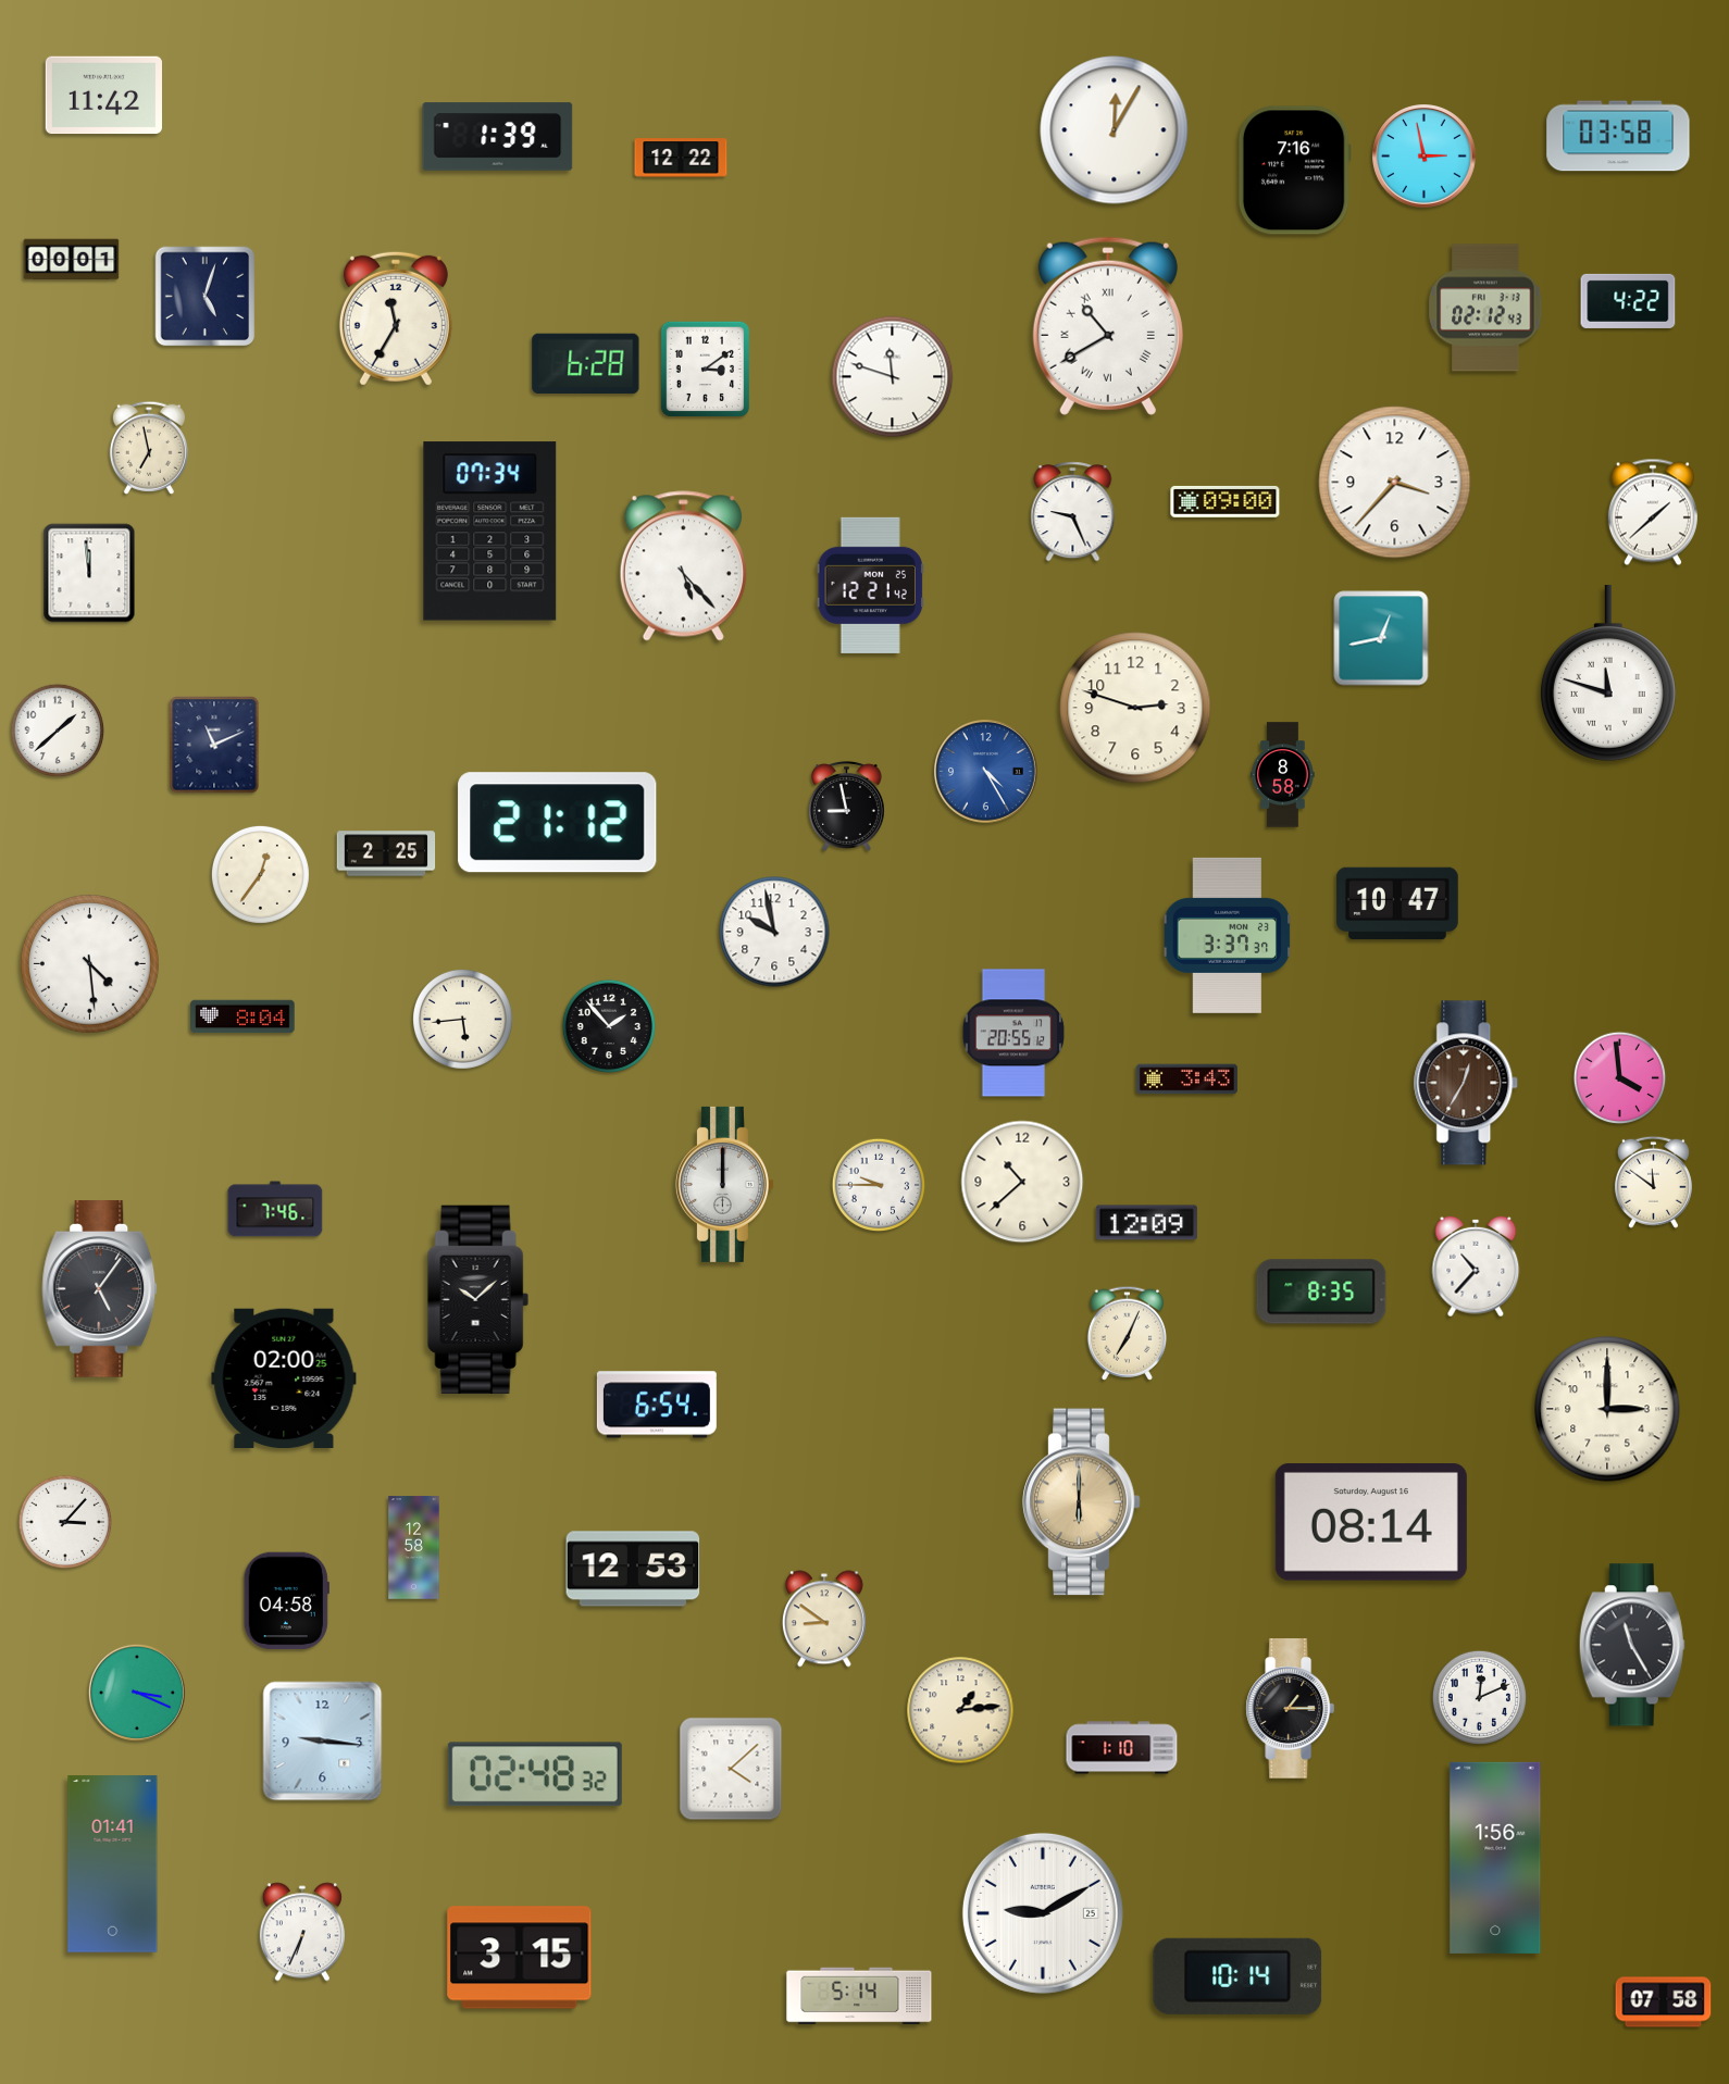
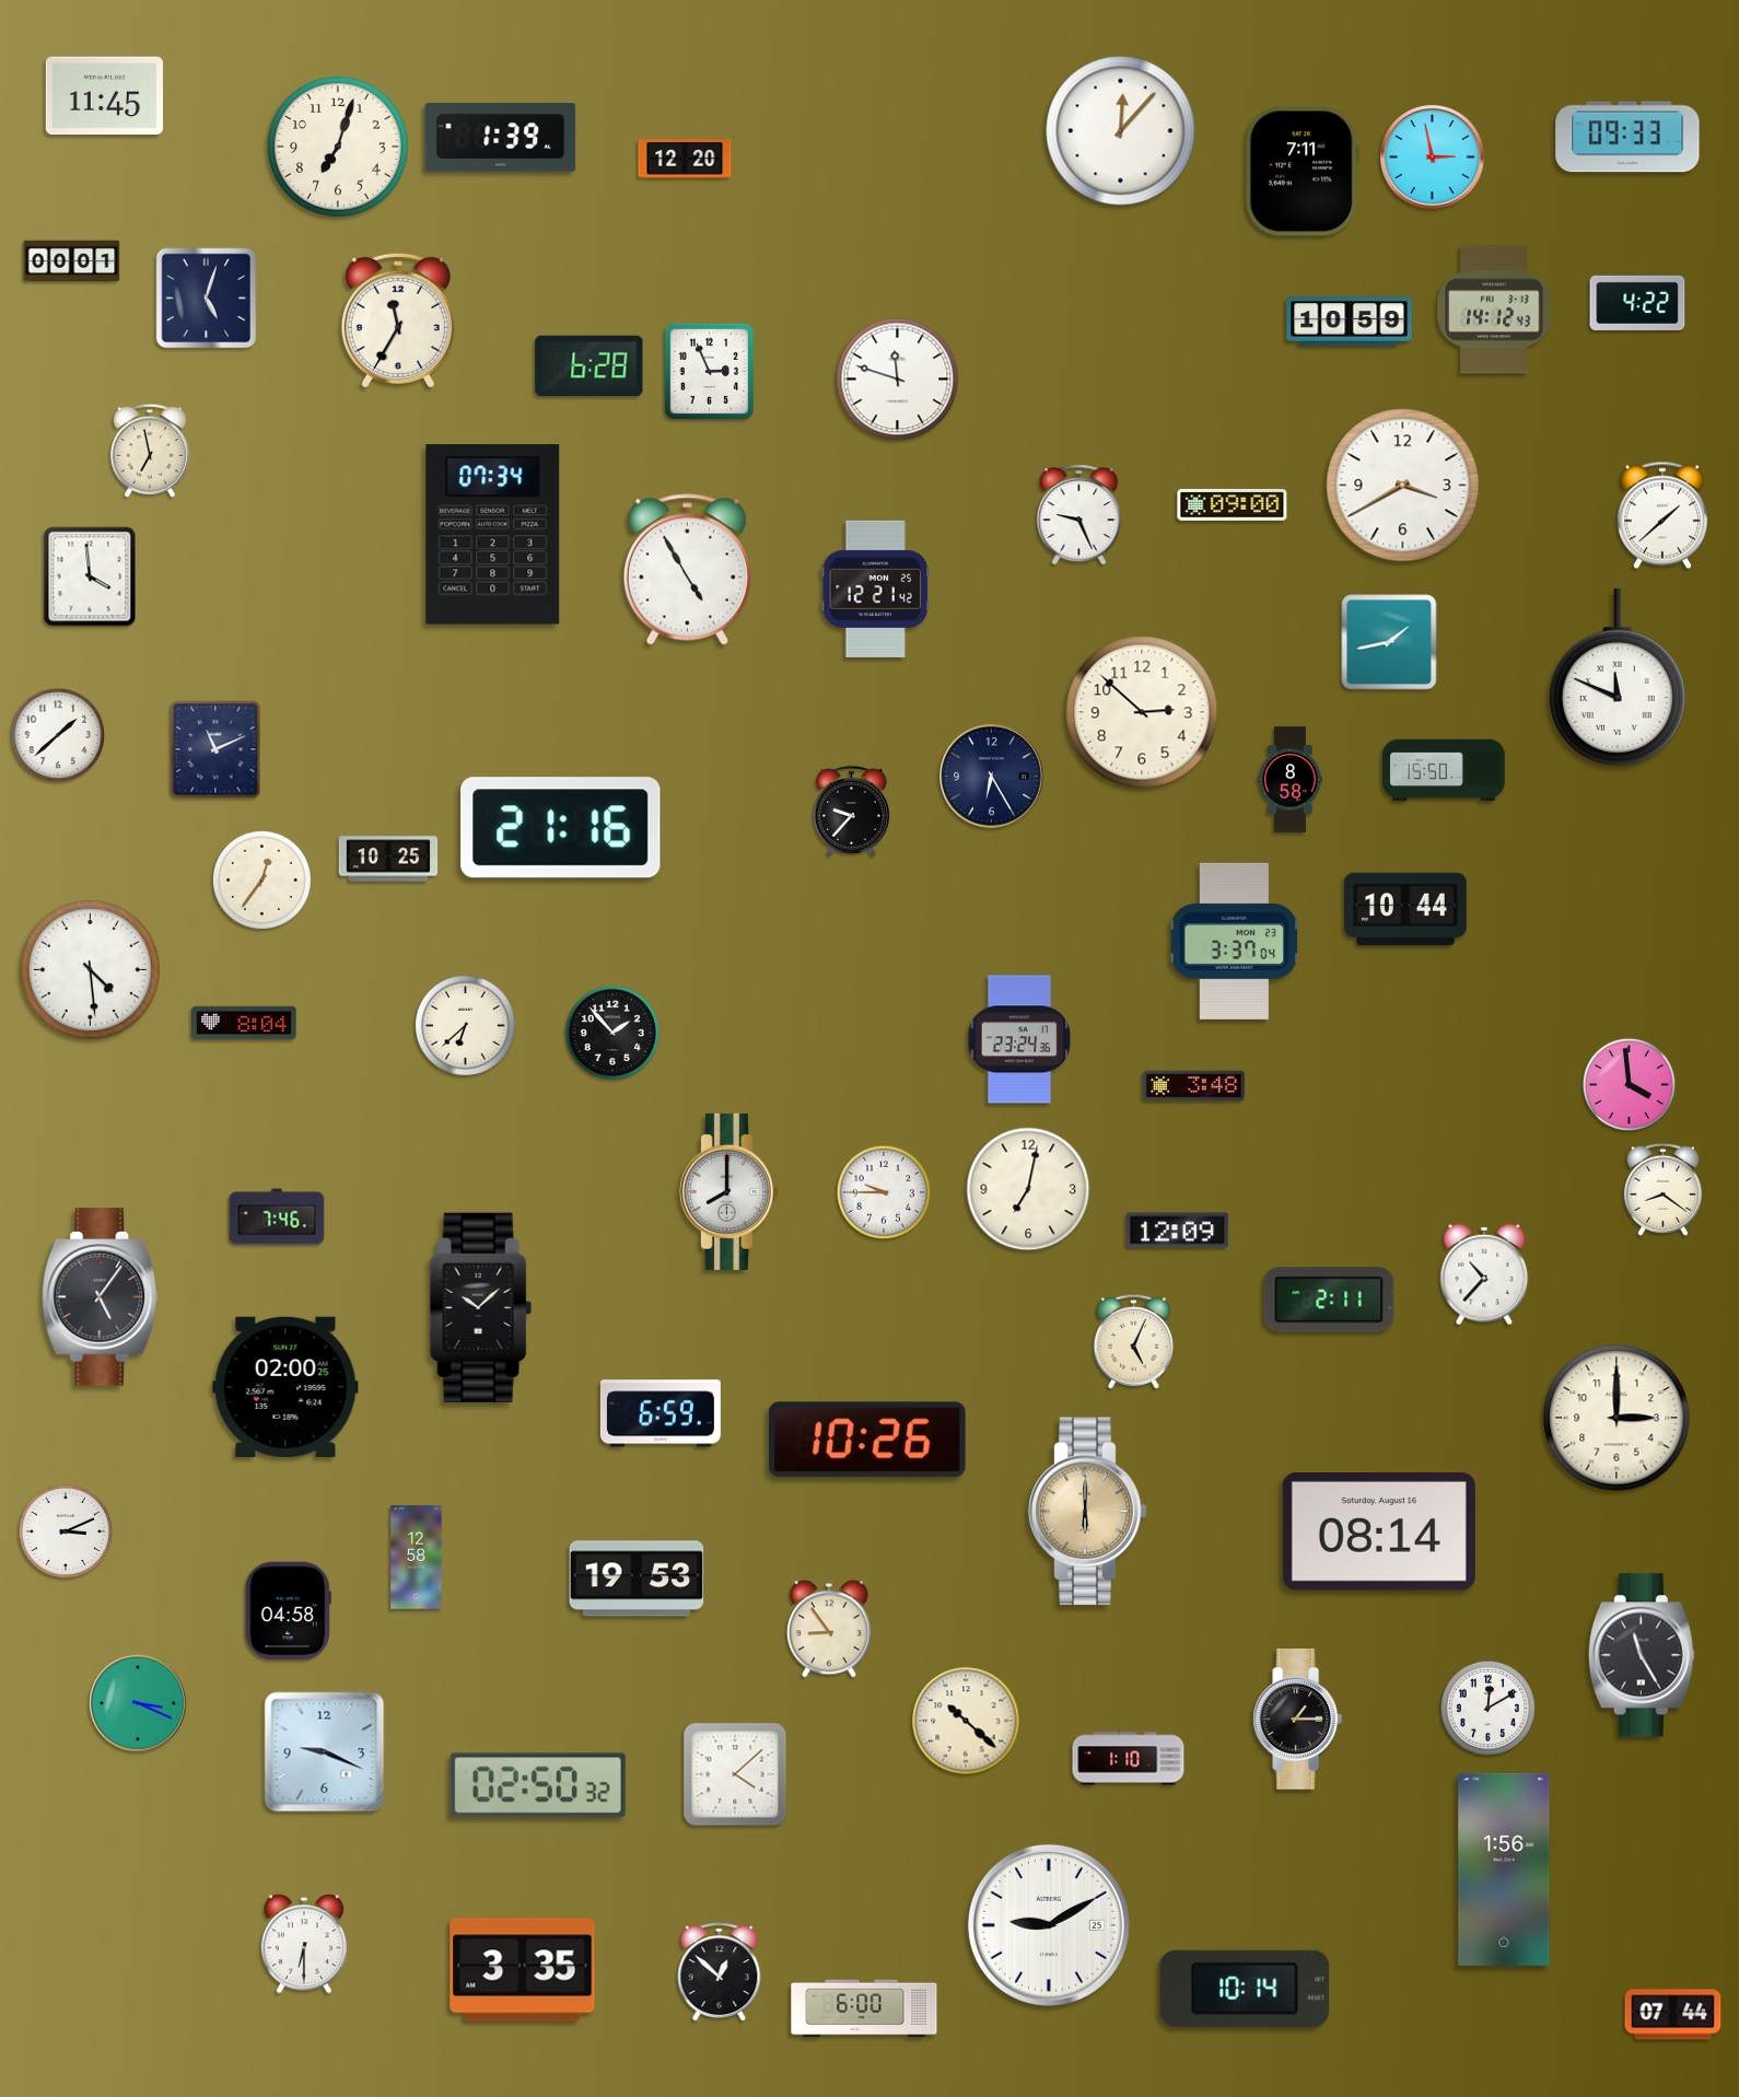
clock at (103, 96): 11:42 -> 11:45
clock at (1115, 130): 12:05 -> 12:07
clock at (1618, 136): 03:58 -> 09:33
clock at (339, 148): none -> 7:03
clock at (681, 158): 12:22 -> 12:20
clock at (1294, 171): 7:16 -> 7:11
clock at (1485, 308): 02:12 -> 14:12
clock at (1350, 322): none -> 10:59
clock at (1108, 326): 10:40 -> none
clock at (705, 369): 3:09 -> 2:56
clock at (1395, 483): 3:37 -> 3:40
clock at (683, 566): 5:23 -> 4:55
clock at (89, 573): 11:59 -> 3:59
clock at (1381, 638): 12:43 -> 1:43
clock at (1608, 673): 11:48 -> 11:49
clock at (1135, 708): 2:48 -> 2:52
clock at (1444, 770): none -> 15:50
clock at (986, 772): 4:25 -> 6:25
clock at (986, 772) dial: blue -> navy
clock at (847, 806): 8:58 -> 9:37
clock at (558, 823): 21:12 -> 21:16
clock at (386, 853): 2:25 -> 10:25
clock at (1397, 903): 10:47 -> 10:44
clock at (774, 932): 9:58 -> none
clock at (1228, 935): 3:37:37 -> 3:37:04
clock at (463, 1020): 5:44 -> 6:38
clock at (1013, 1033): 20:55 -> 23:24
clock at (1186, 1080): 3:43 -> 3:48
clock at (1467, 1083): 12:35 -> none
clock at (1022, 1182): 10:38 -> 7:02
clock at (1653, 1182): 11:51 -> 8:21
clock at (724, 1184): 12:00 -> 8:00
clock at (1146, 1223) position: (1146, 1223) -> (1177, 1231)
clock at (1321, 1291): 8:35 -> 2:11
clock at (1127, 1333): 7:04 -> 5:04
clock at (657, 1405): 6:54 -> 6:59
clock at (867, 1440): none -> 10:26
clock at (64, 1521): 3:07 -> 3:11
clock at (633, 1569): 12:53 -> 19:53
clock at (824, 1619): 8:51 -> 8:54
clock at (1479, 1697): 12:11 -> 12:10
clock at (960, 1710): 1:14 -> 10:22
clock at (323, 1742): 9:16 -> 9:19
clock at (731, 1769) position: (731, 1769) -> (735, 1774)
clock at (535, 1774): 02:48 -> 02:50
clock at (113, 1864): 01:41 -> none
clock at (302, 1932): 6:34 -> 6:30
clock at (520, 1958): 3:15 -> 3:35
clock at (720, 1972): none -> 12:52
clock at (859, 1996): 5:14 -> 6:00
clock at (1664, 2002): 07:58 -> 07:44
